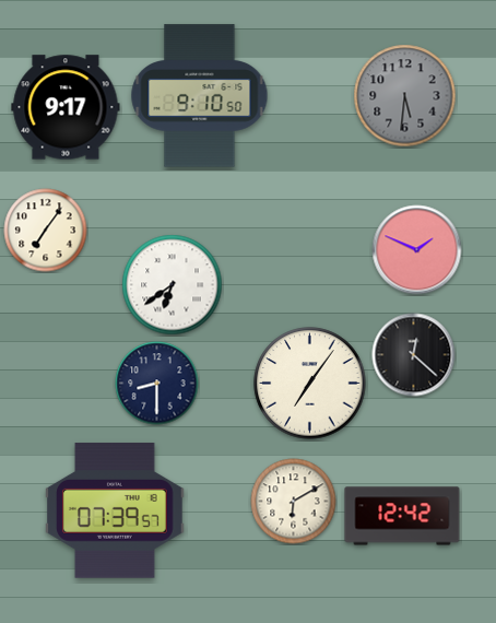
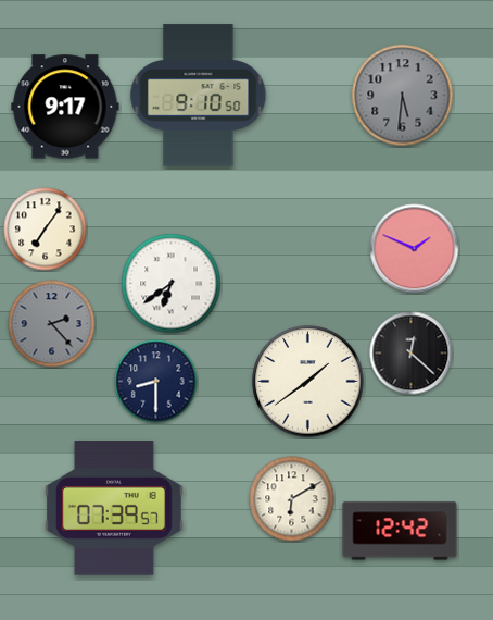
clock at (52, 324): none -> 2:23
clock at (310, 384): 7:06 -> 1:39
clock at (402, 516) position: (402, 516) -> (400, 531)
